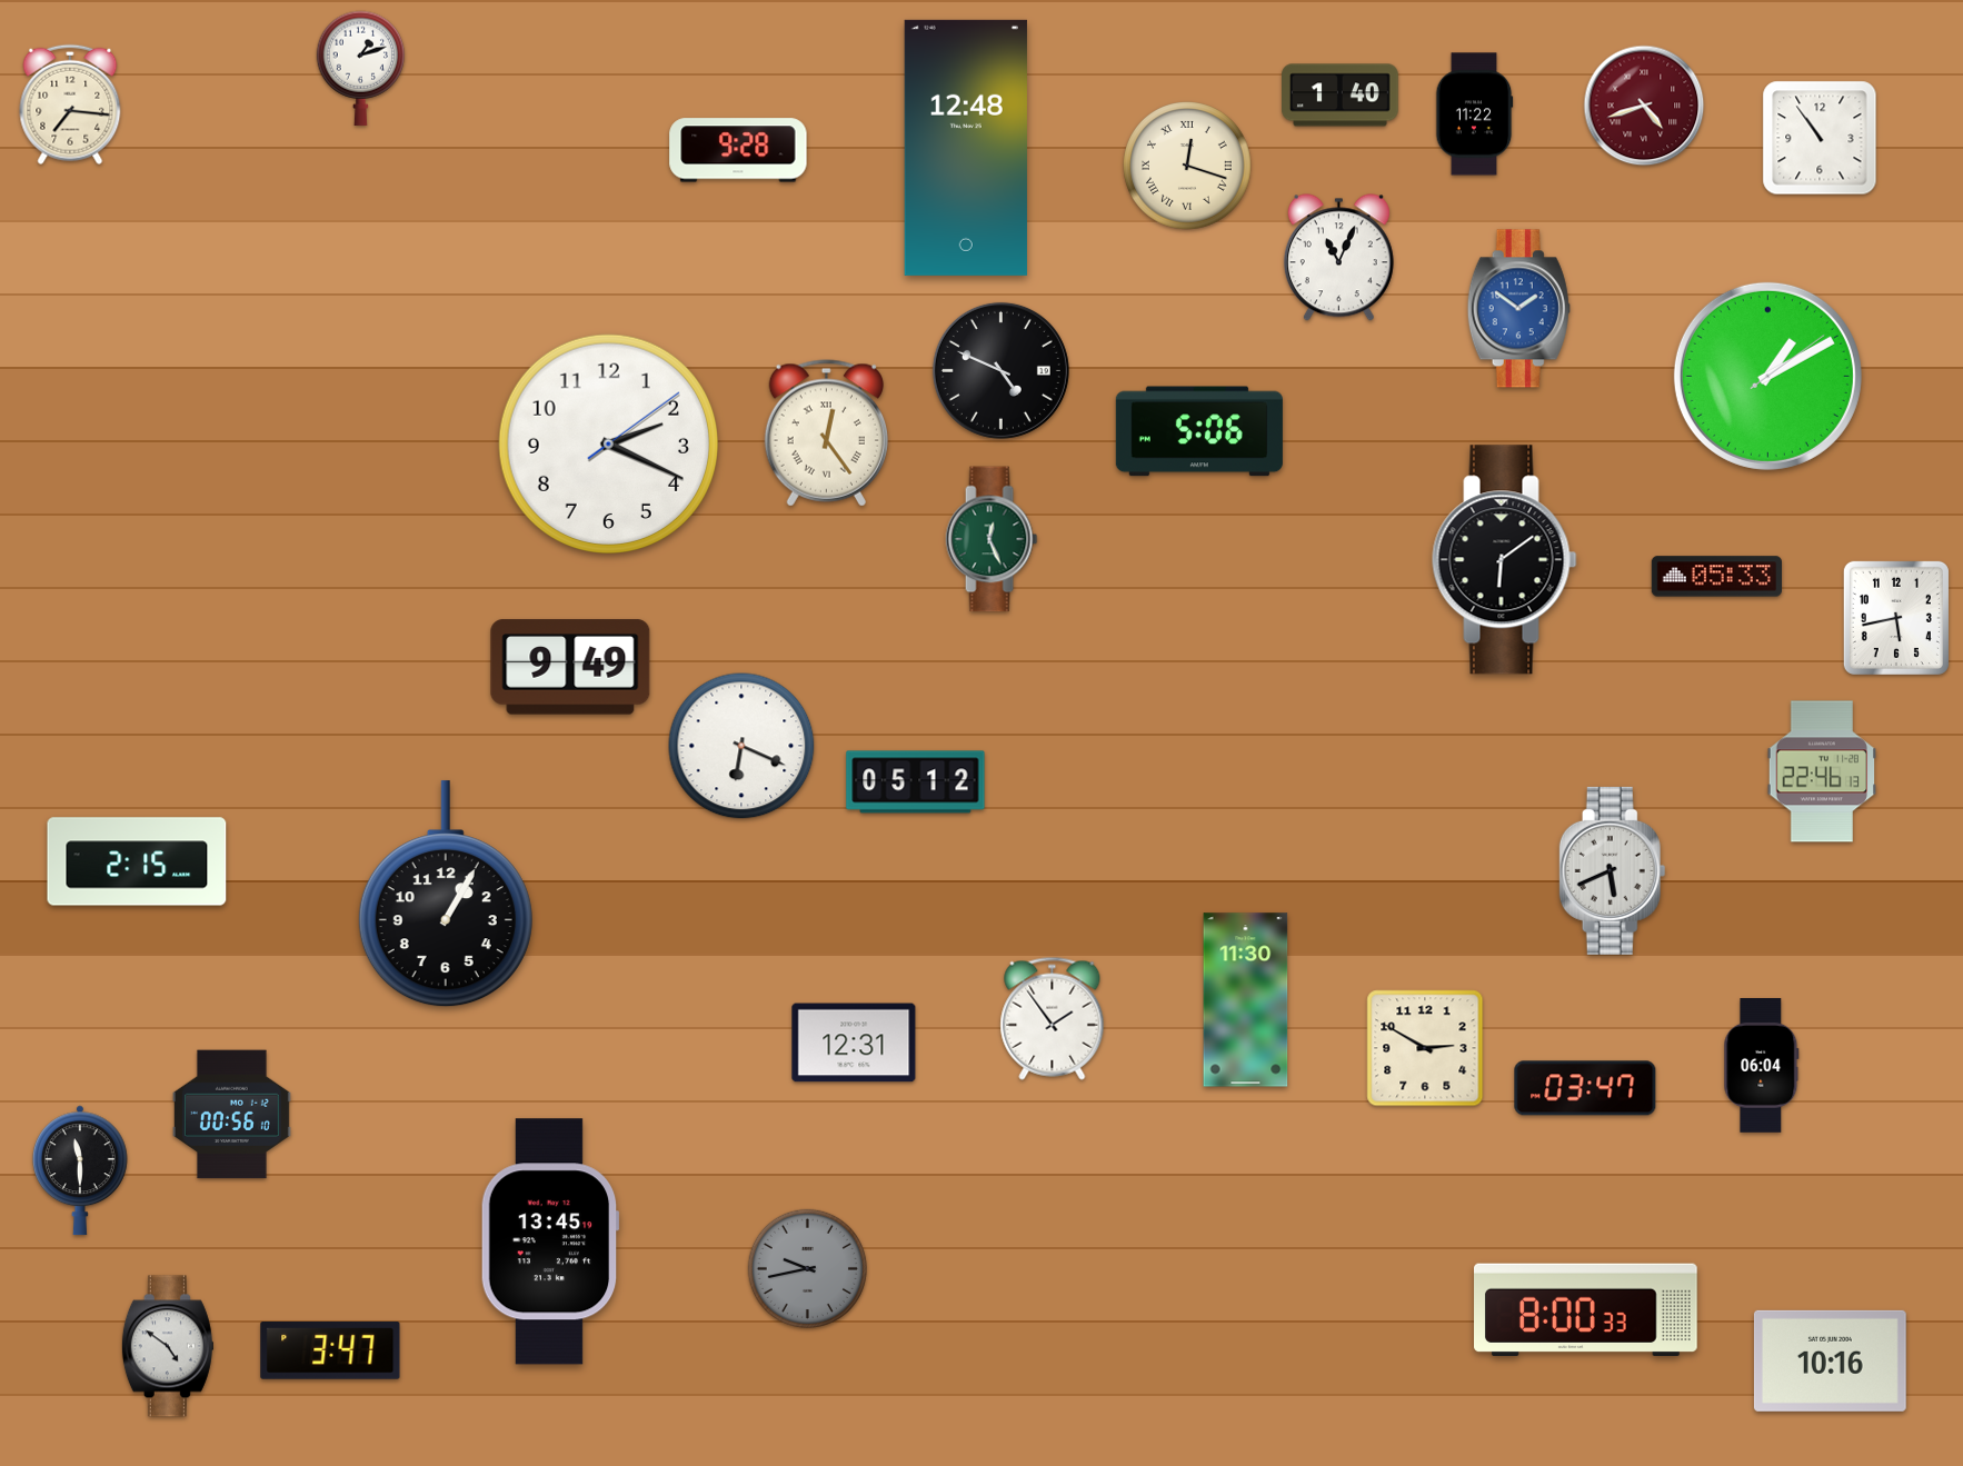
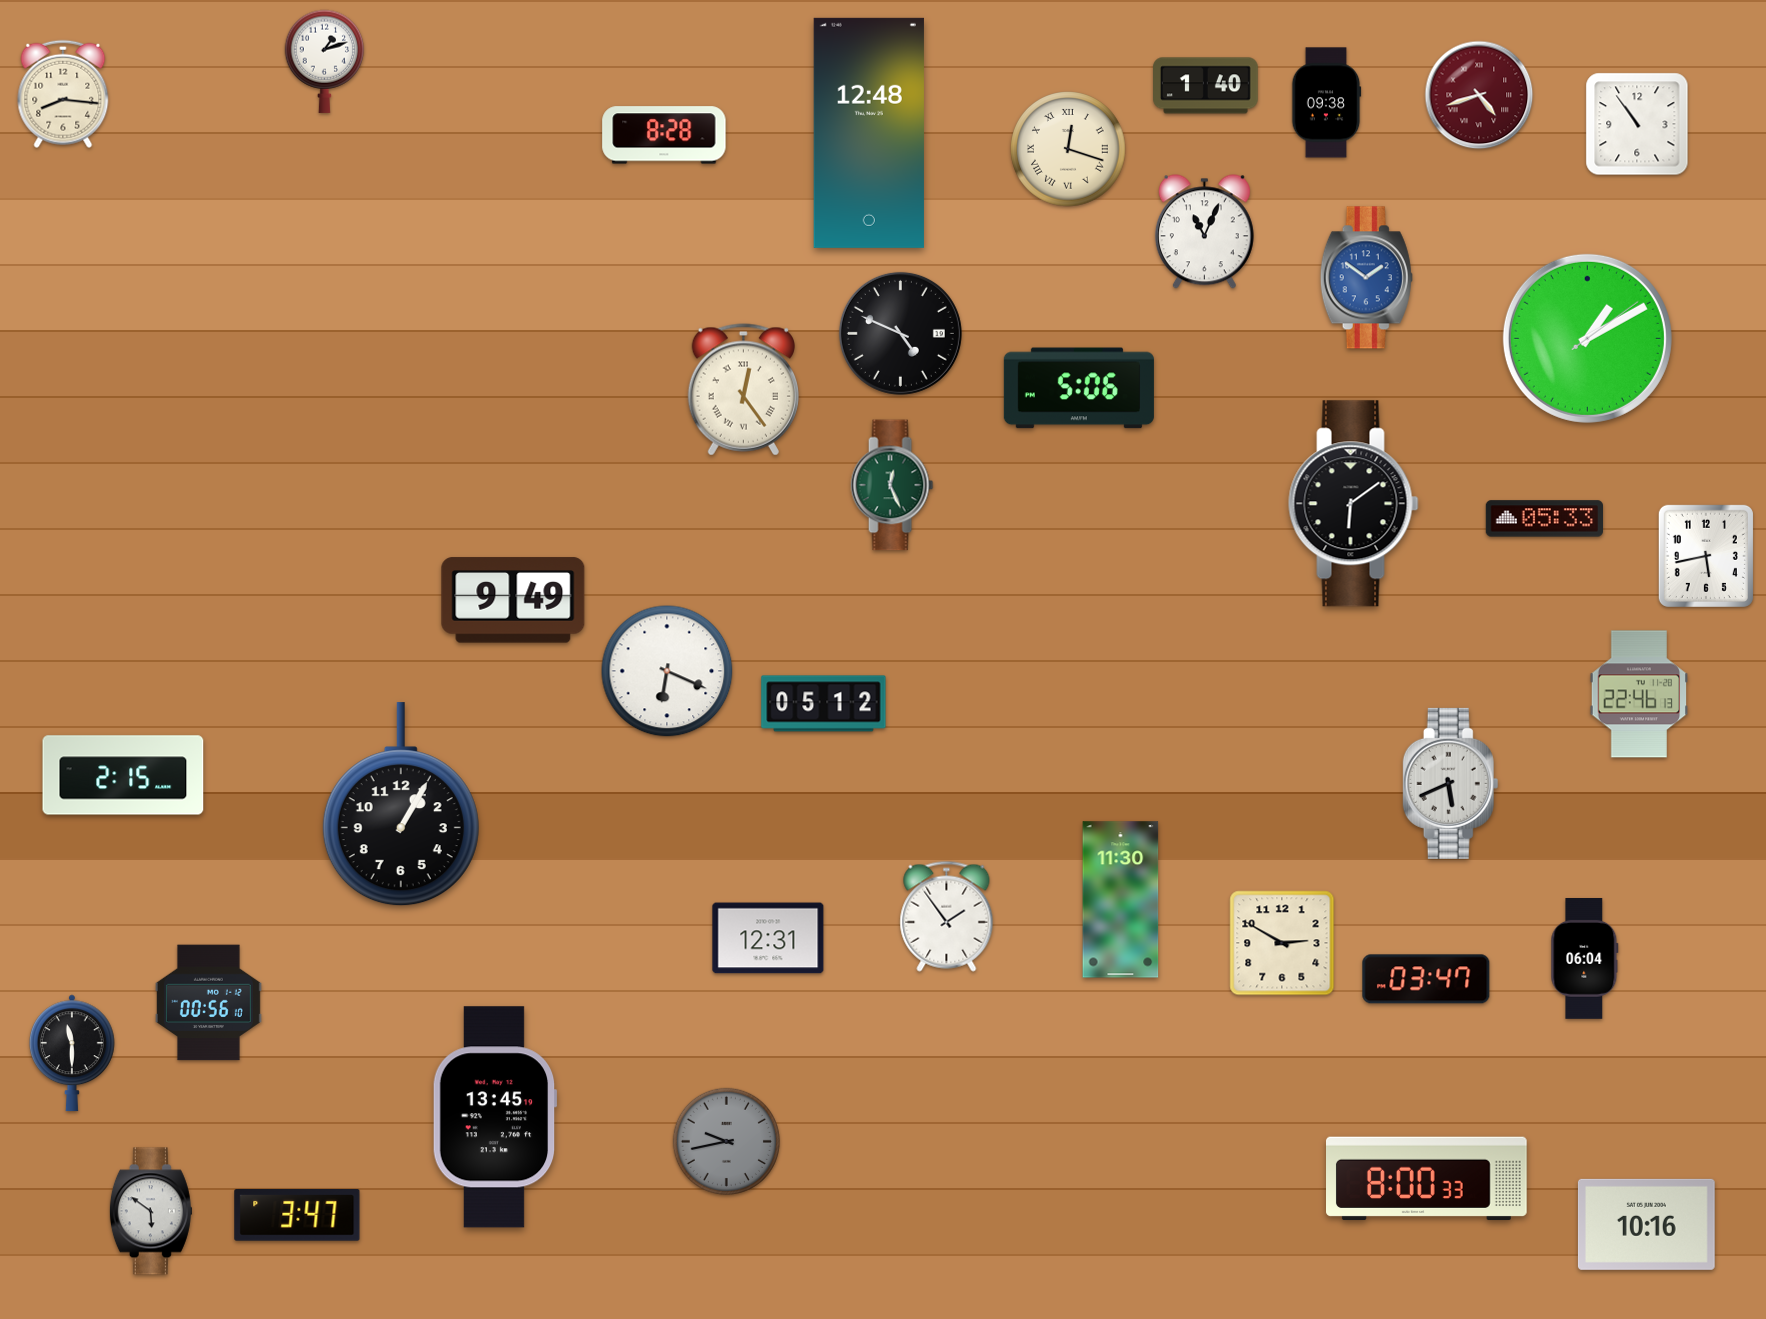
clock at (70, 104): 7:16 -> 8:16
clock at (1474, 114): 11:22 -> 09:38
clock at (738, 150): 9:28 -> 8:28
clock at (1767, 376) position: (1767, 376) -> (1587, 338)
clock at (608, 443): 2:19 -> none
clock at (168, 1346): 4:51 -> 5:51
